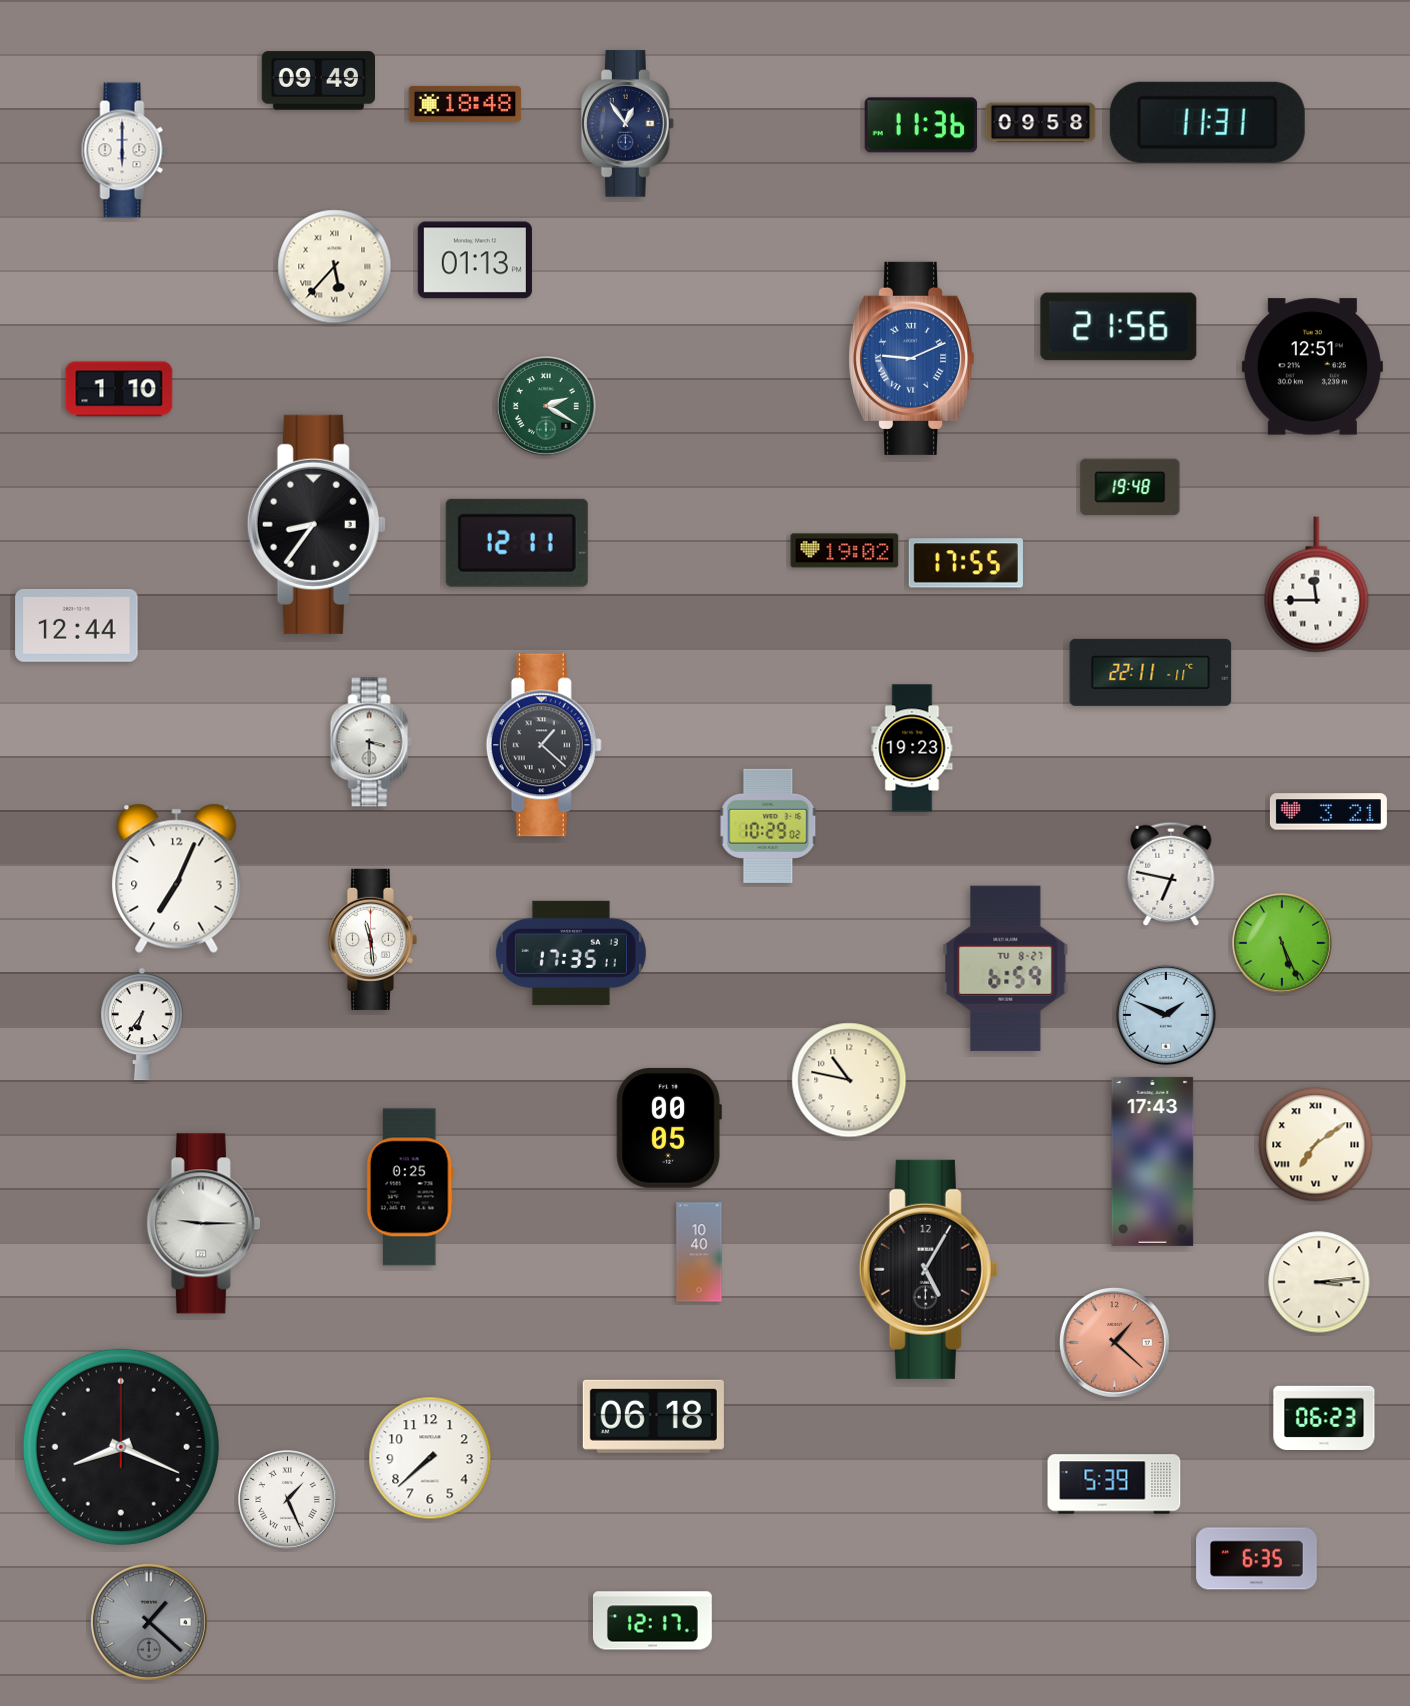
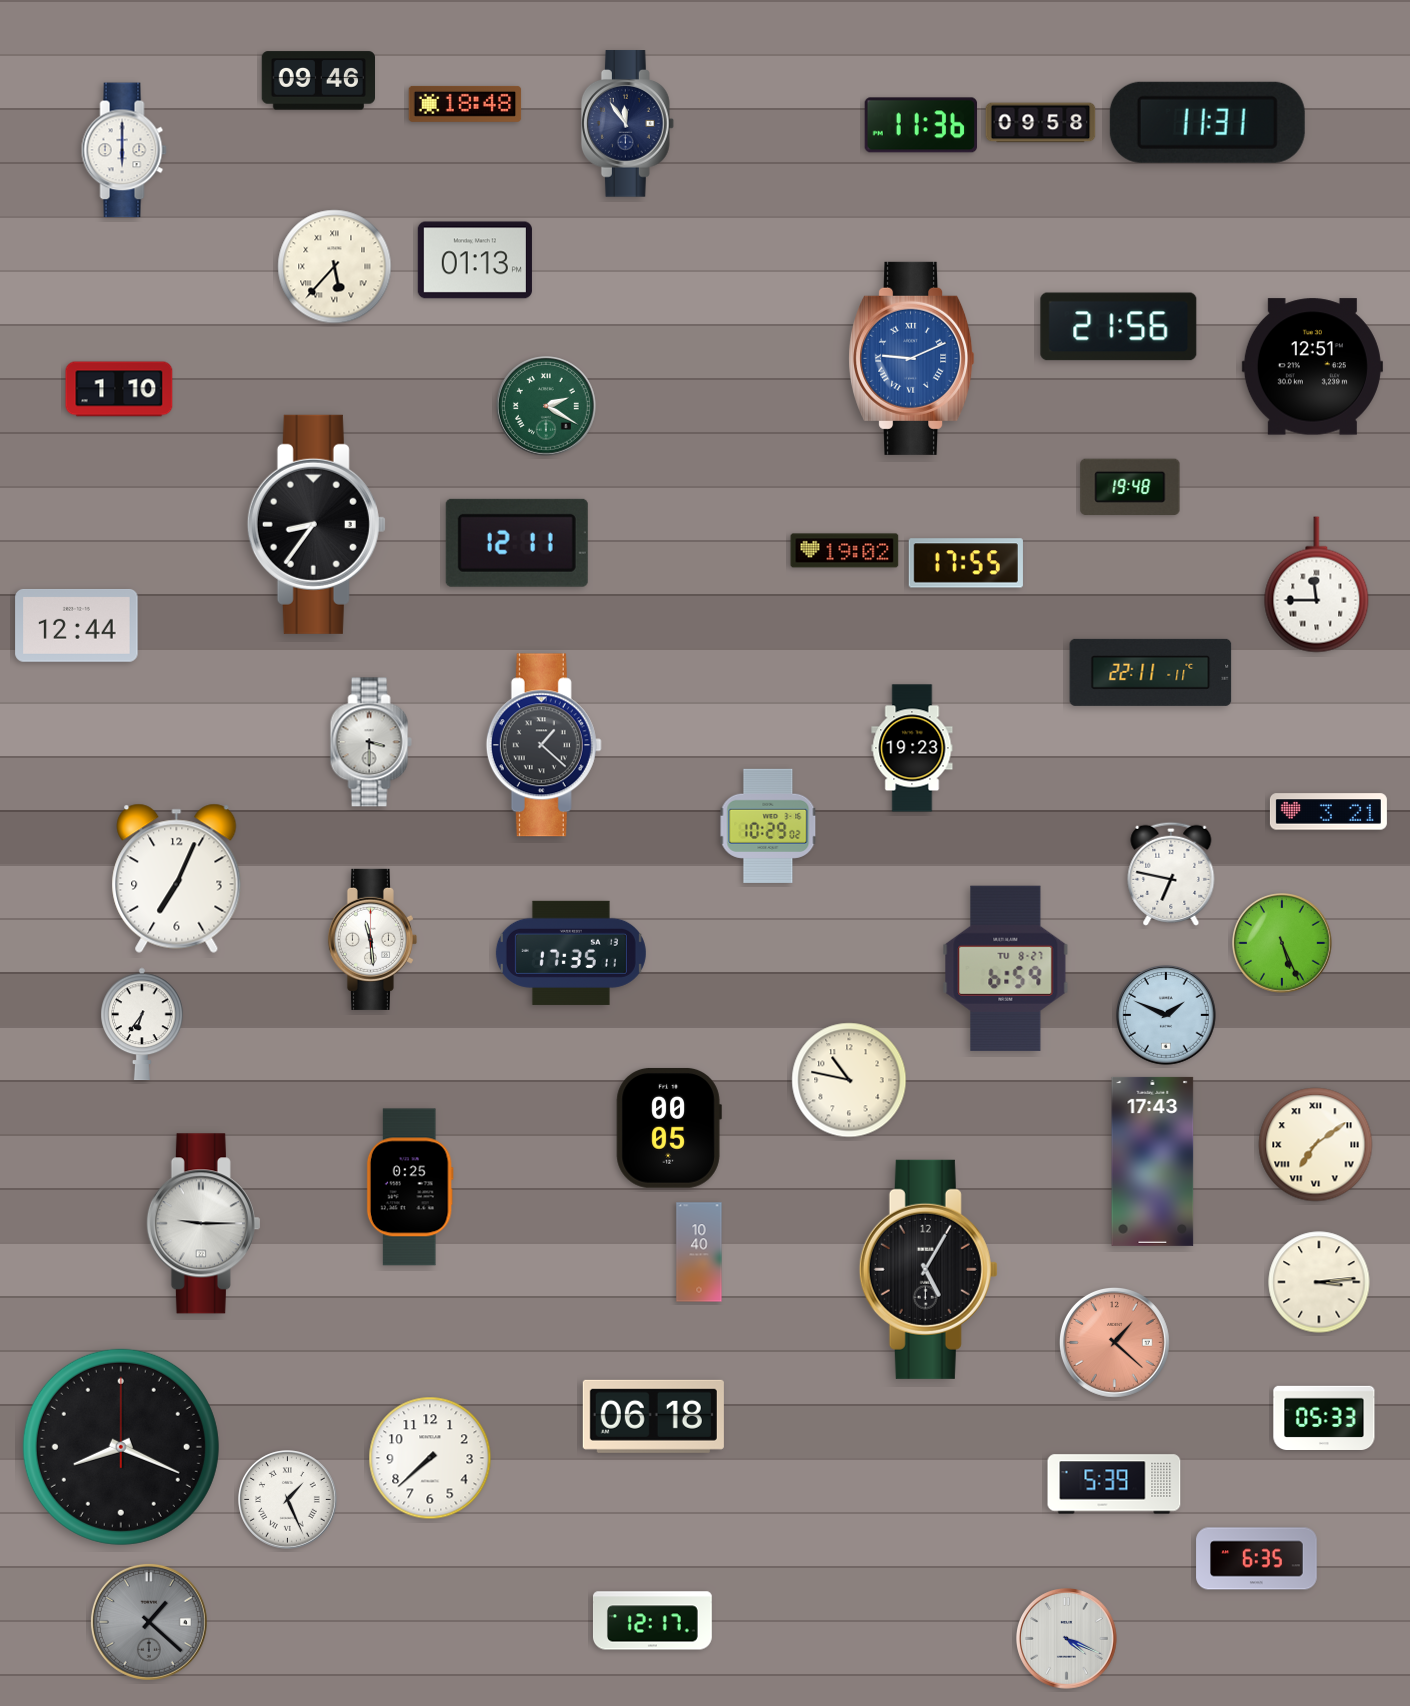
clock at (318, 81): 09:49 -> 09:46
clock at (627, 124): 12:54 -> 11:54
clock at (1324, 1417): 06:23 -> 05:33
clock at (1067, 1639): none -> 4:19
